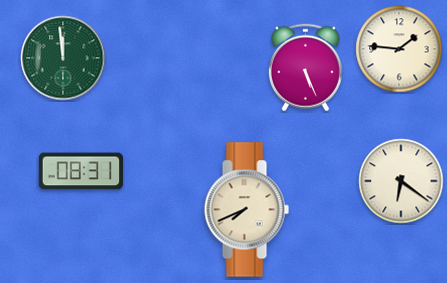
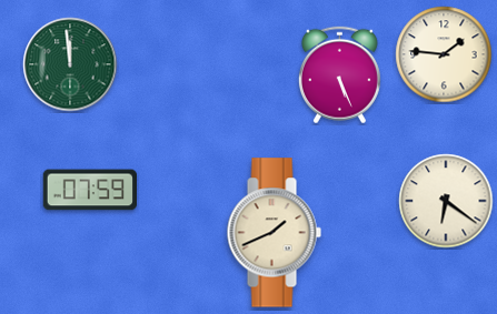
clock at (80, 171): 08:31 -> 07:59
clock at (246, 210): 7:41 -> 1:41
